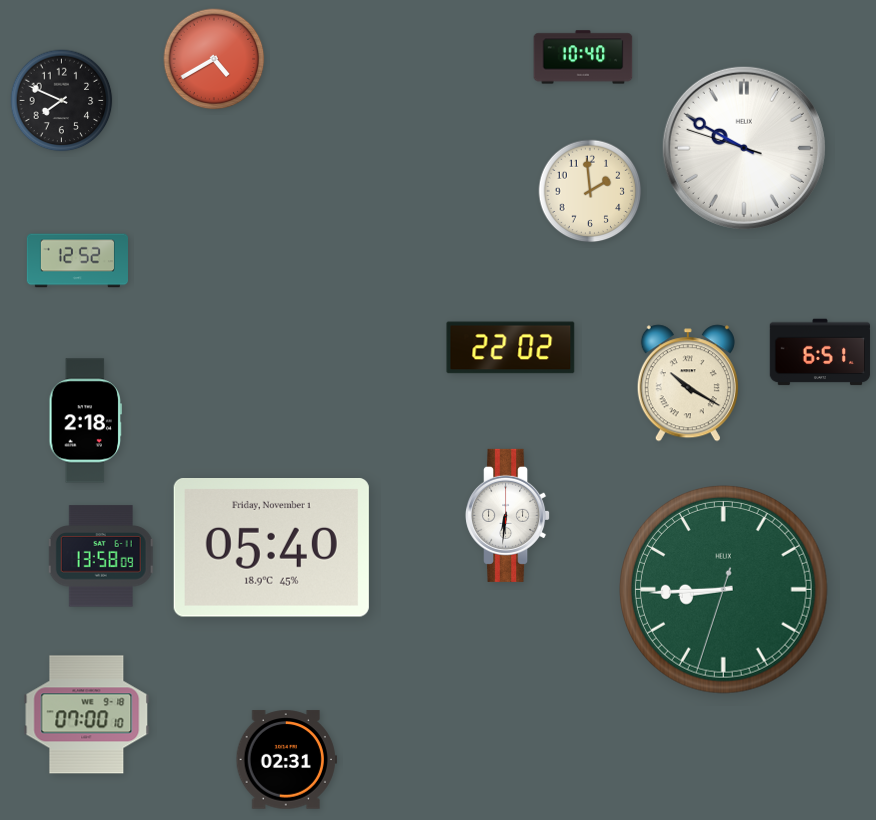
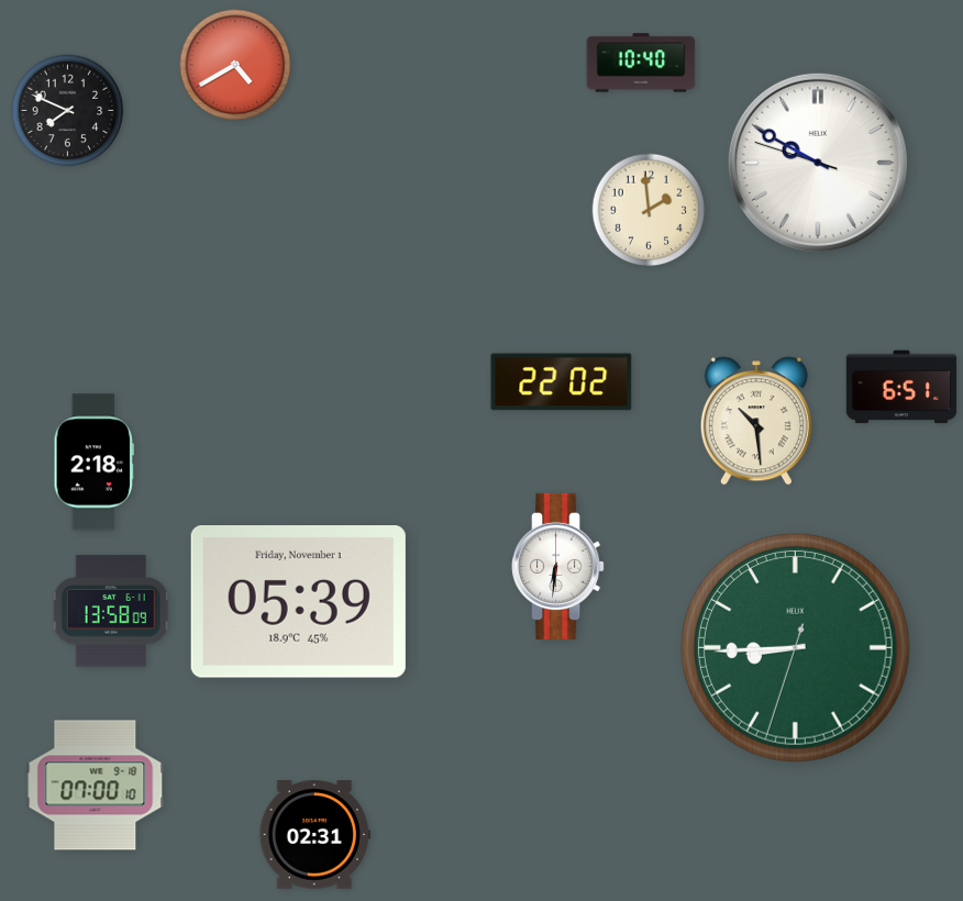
clock at (77, 261): 12:52 -> none
clock at (688, 383): 10:20 -> 10:29
clock at (271, 548): 05:40 -> 05:39
